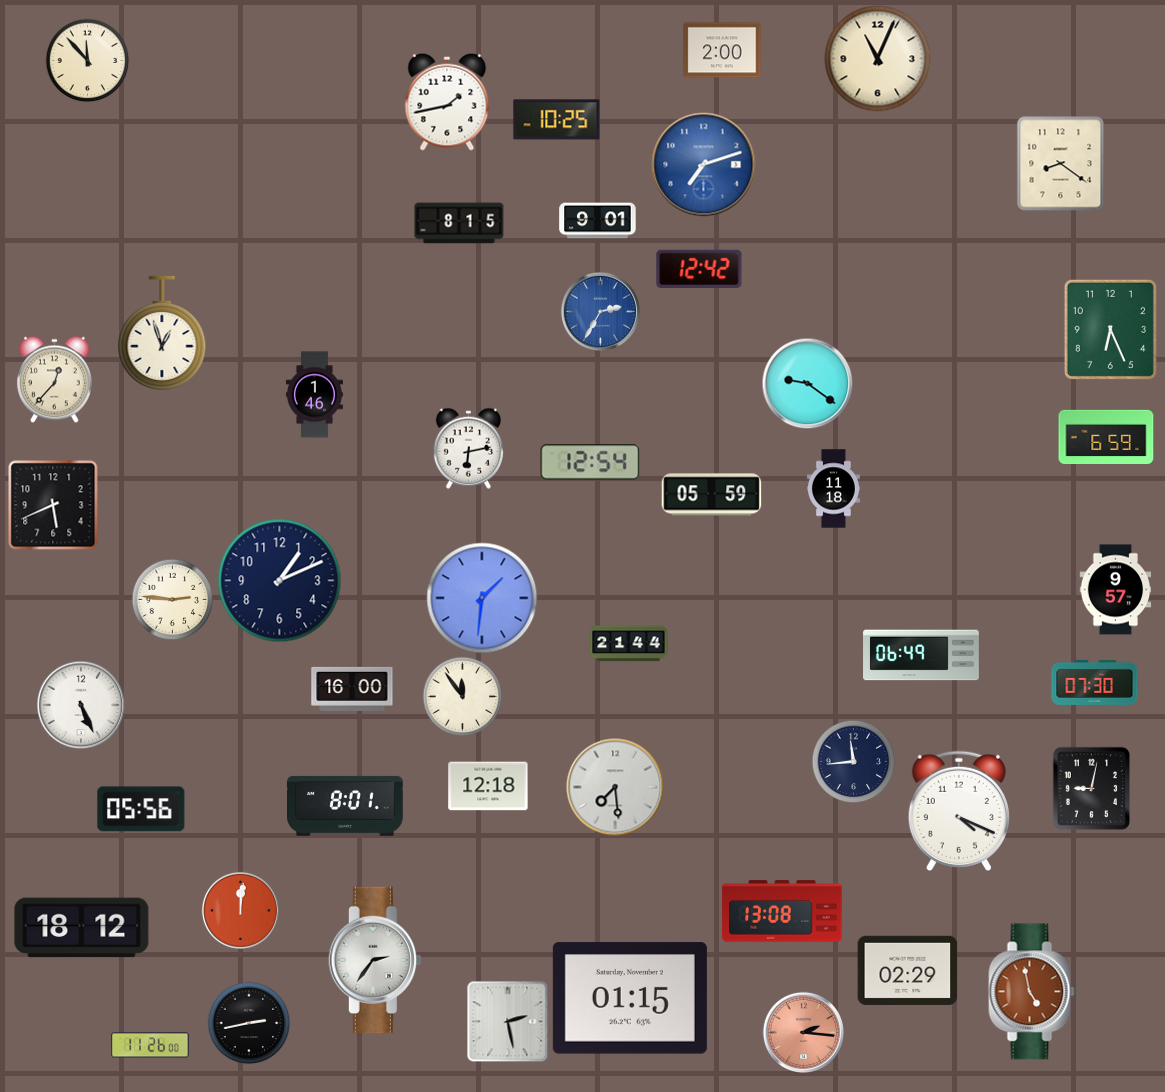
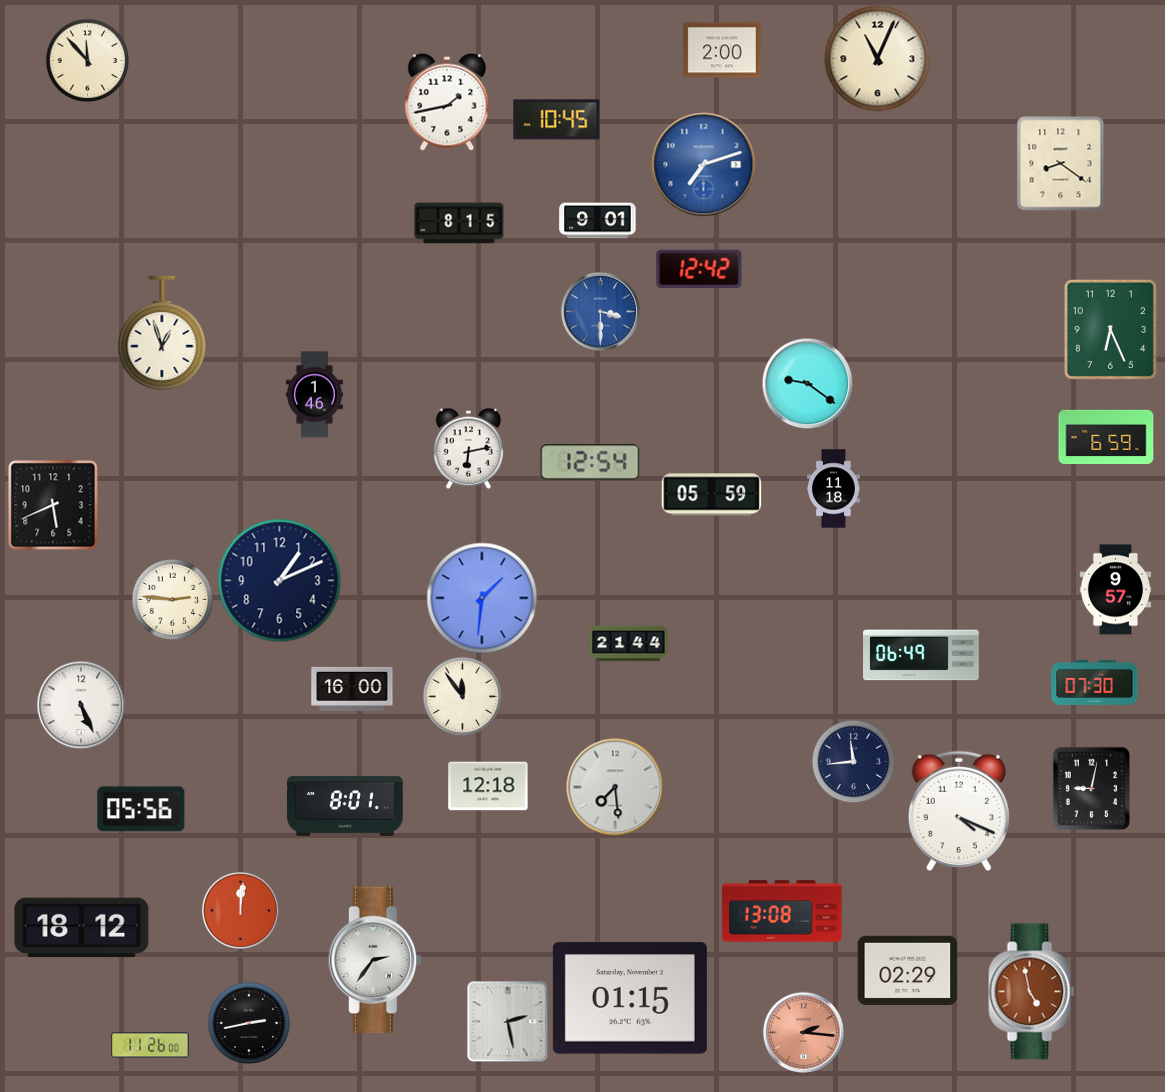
clock at (557, 120): 10:25 -> 10:45
clock at (600, 311): 2:35 -> 3:30
clock at (54, 379): 12:37 -> none
